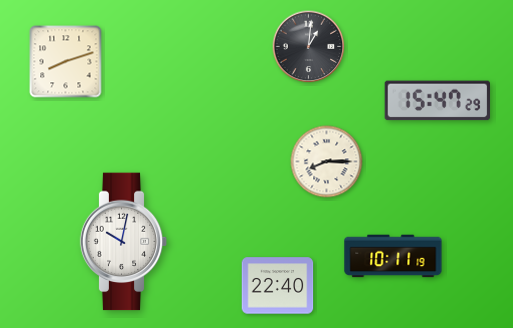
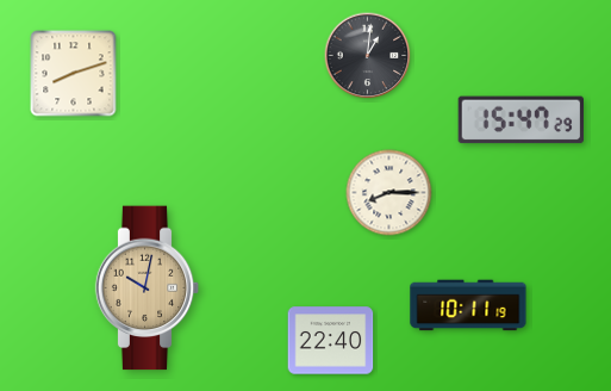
clock at (66, 62) position: (66, 62) -> (74, 74)
clock at (124, 242) dial: white -> champagne
